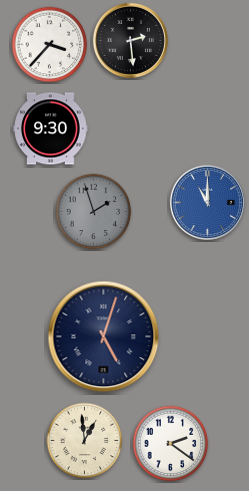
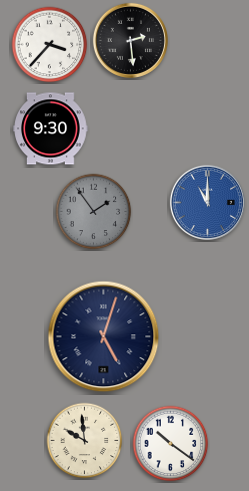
clock at (94, 212): 1:57 -> 1:54
clock at (85, 441): 12:59 -> 9:59
clock at (171, 444): 2:21 -> 10:21
